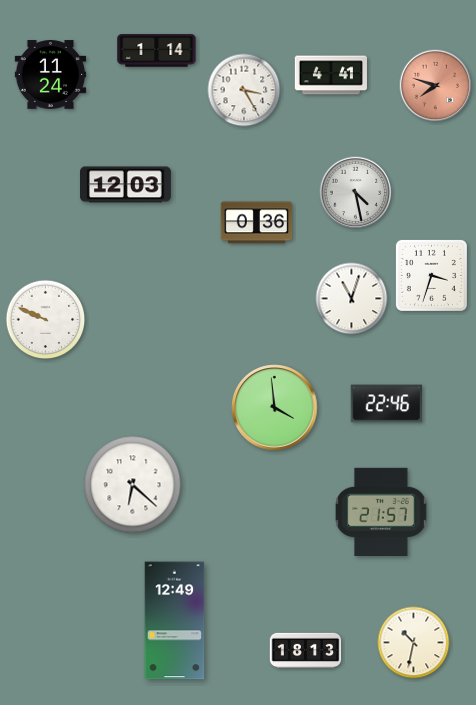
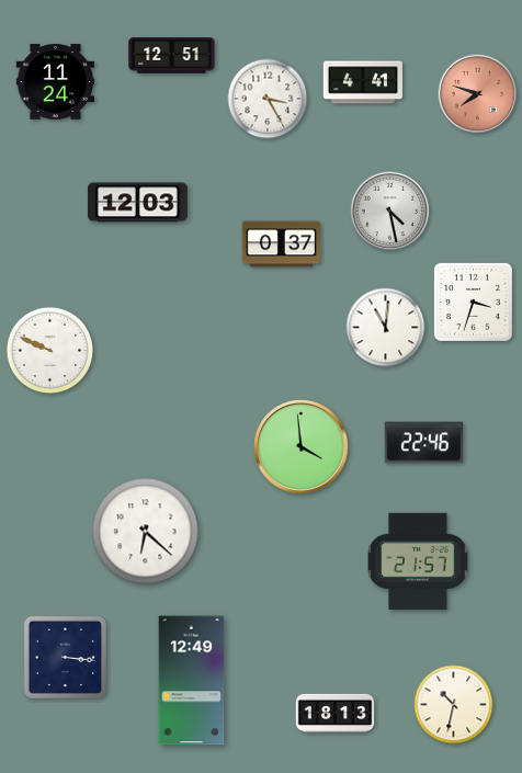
clock at (157, 51): 1:14 -> 12:51
clock at (257, 223): 0:36 -> 0:37
clock at (352, 299): 11:03 -> 11:01
clock at (65, 657): none -> 3:16
